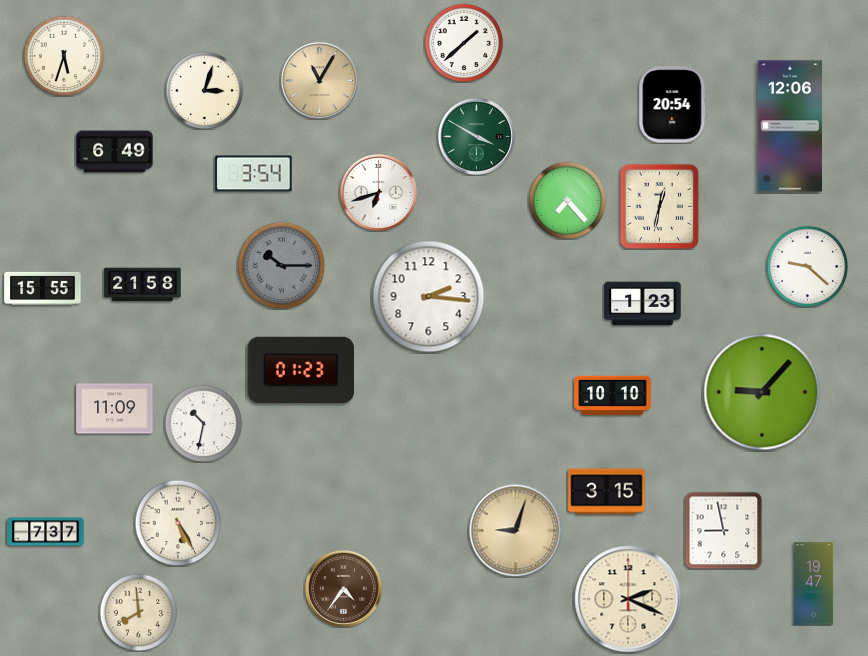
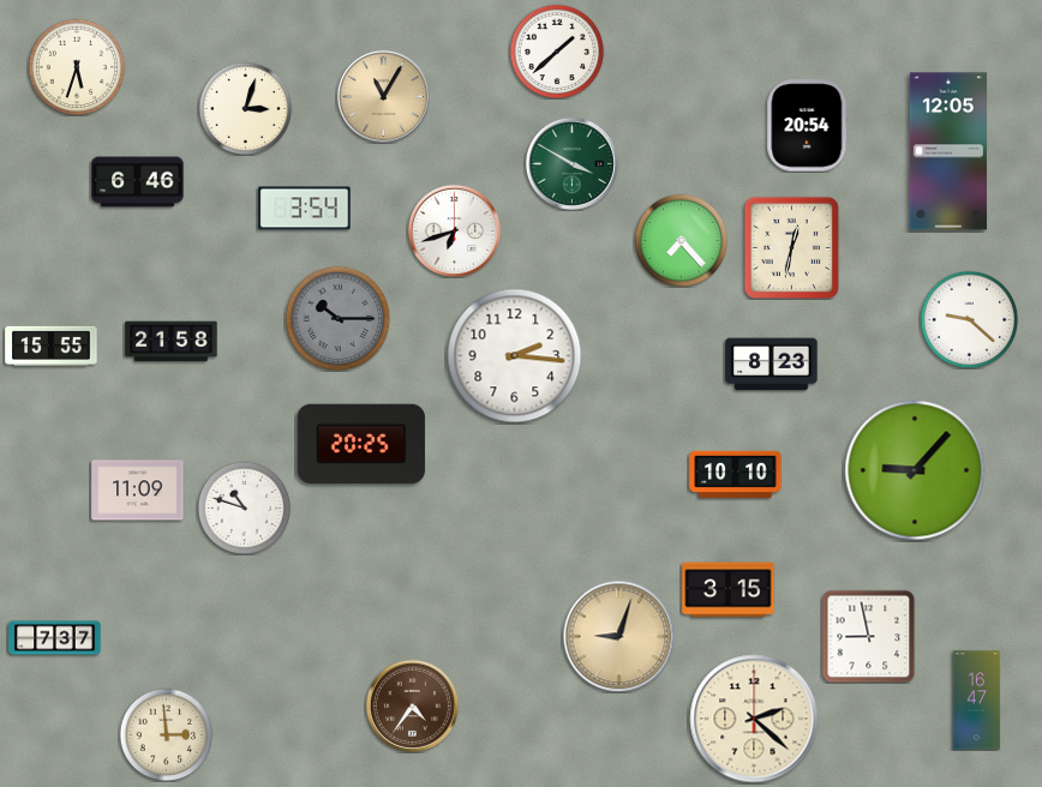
clock at (790, 126): 12:06 -> 12:05
clock at (115, 152): 6:49 -> 6:46
clock at (643, 304): 1:23 -> 8:23
clock at (301, 369): 01:23 -> 20:25
clock at (203, 423): 10:32 -> 10:48
clock at (178, 523): 5:25 -> none
clock at (814, 584): 19:47 -> 16:47
clock at (628, 599): 2:19 -> 2:22
clock at (138, 612): 7:59 -> 2:59
